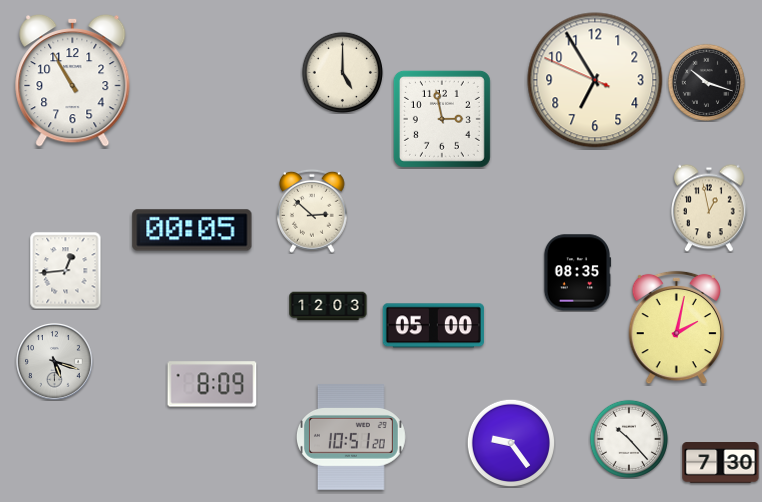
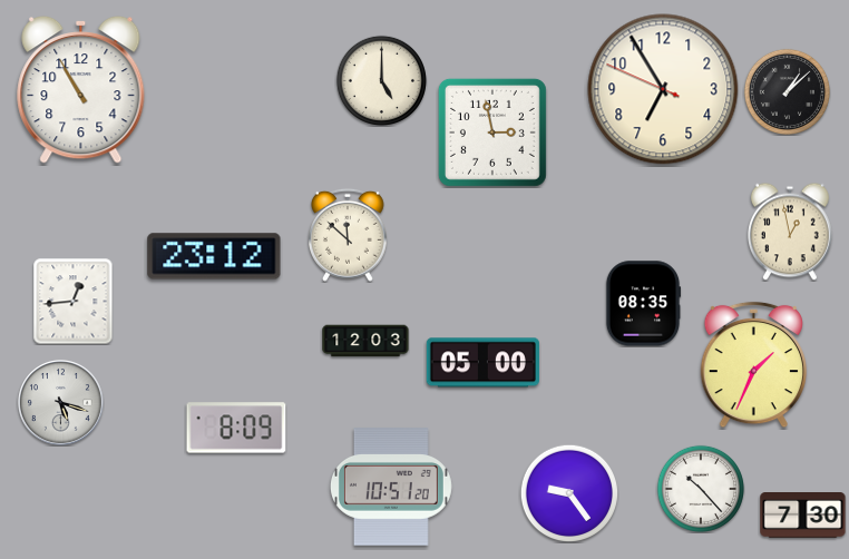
clock at (706, 82): 10:18 -> 1:08
clock at (313, 211): 2:52 -> 11:52
clock at (192, 230): 00:05 -> 23:12
clock at (676, 328): 2:02 -> 1:34
